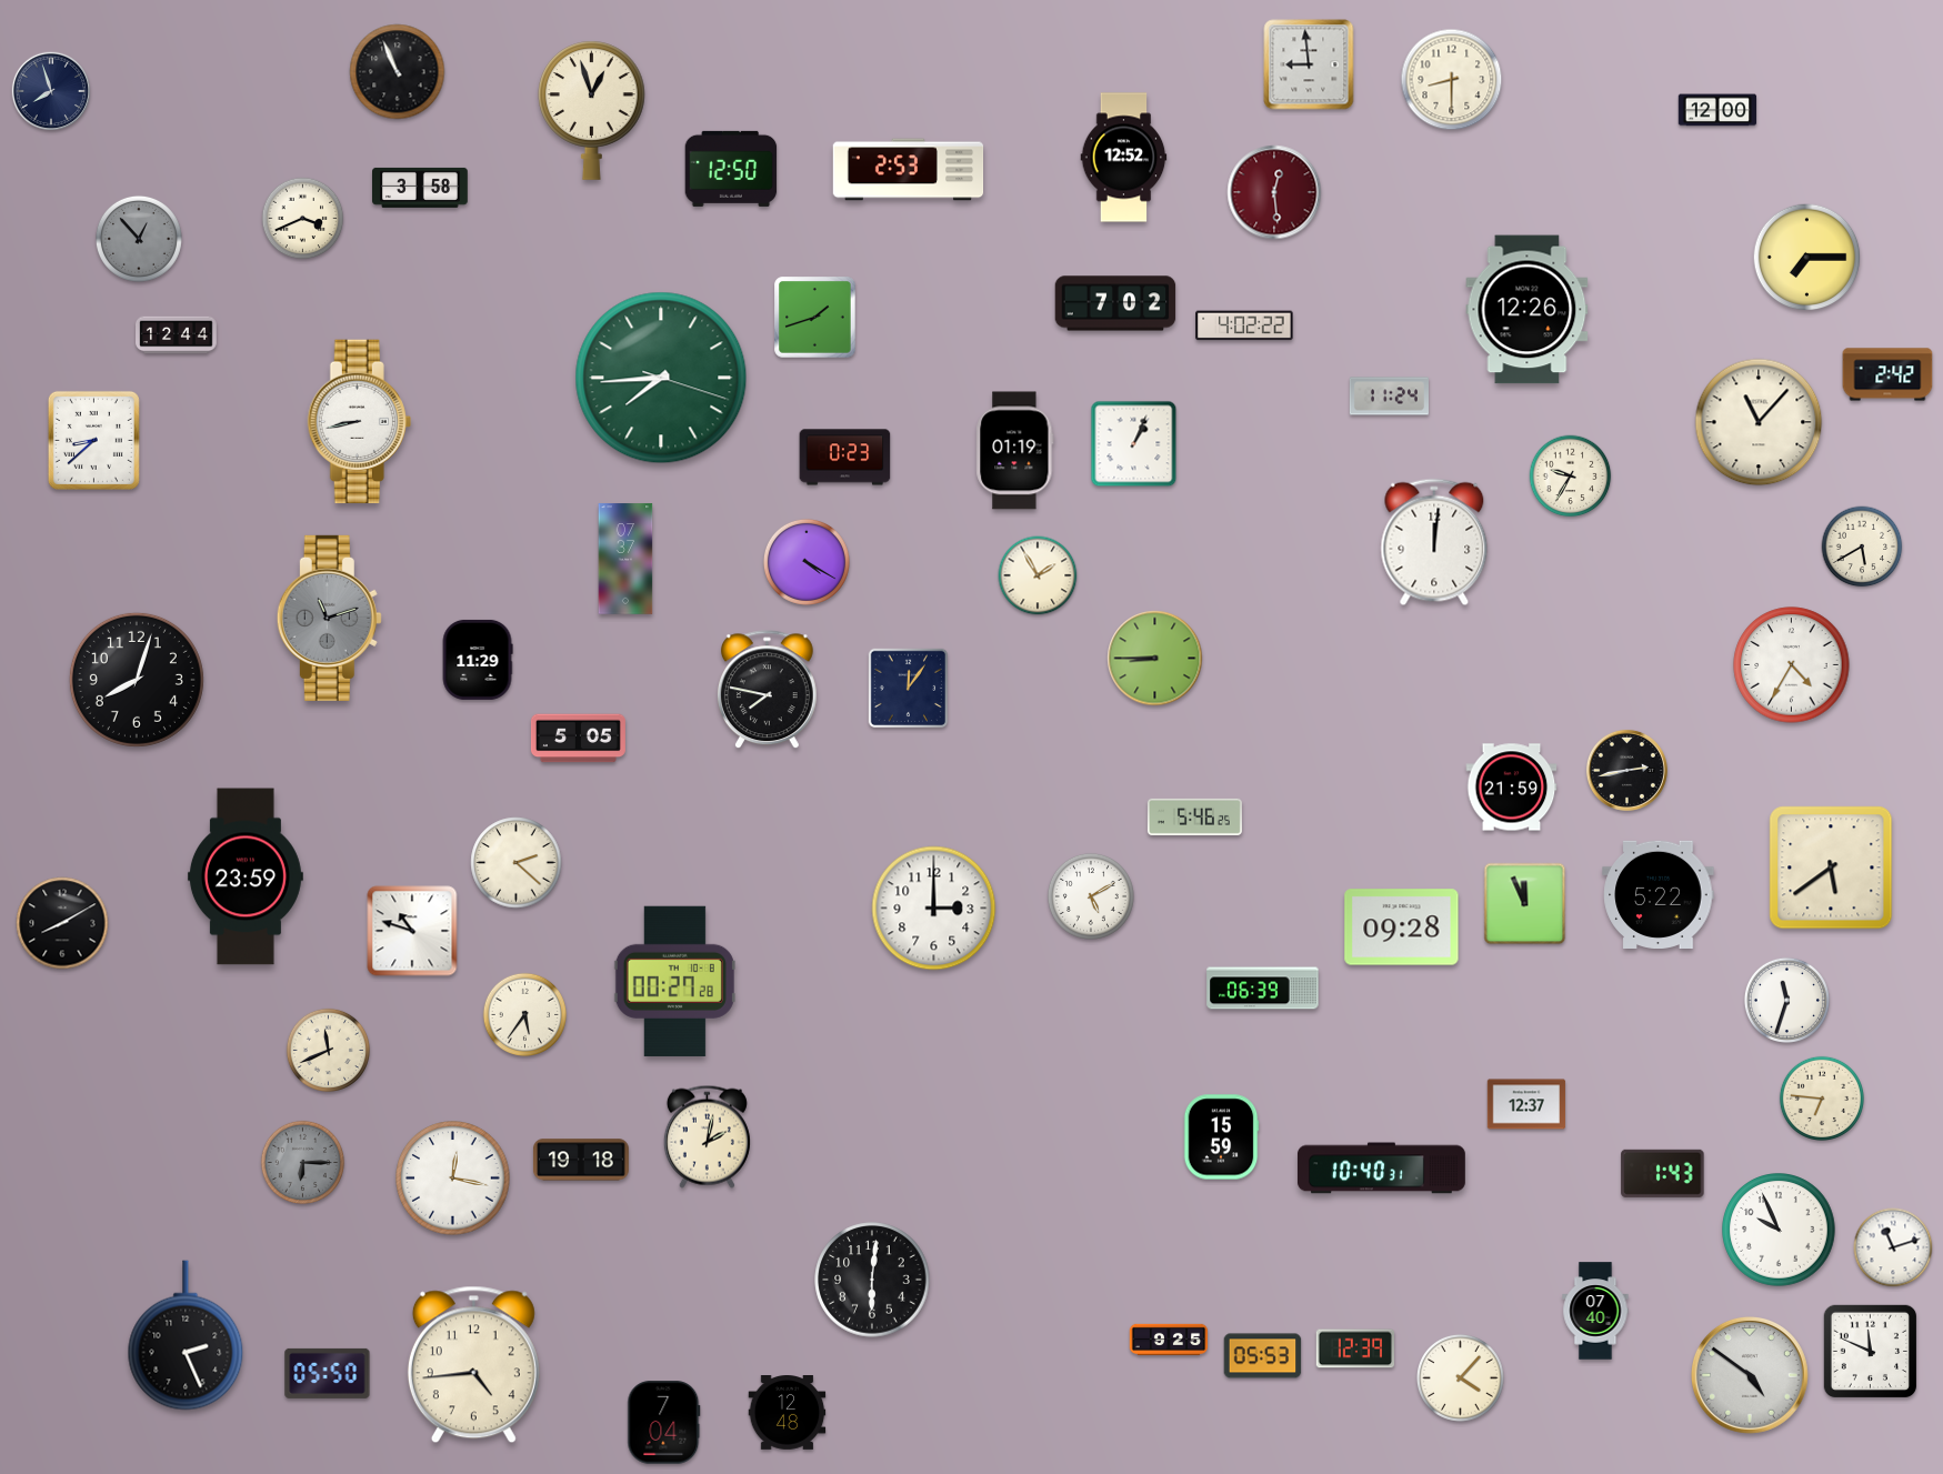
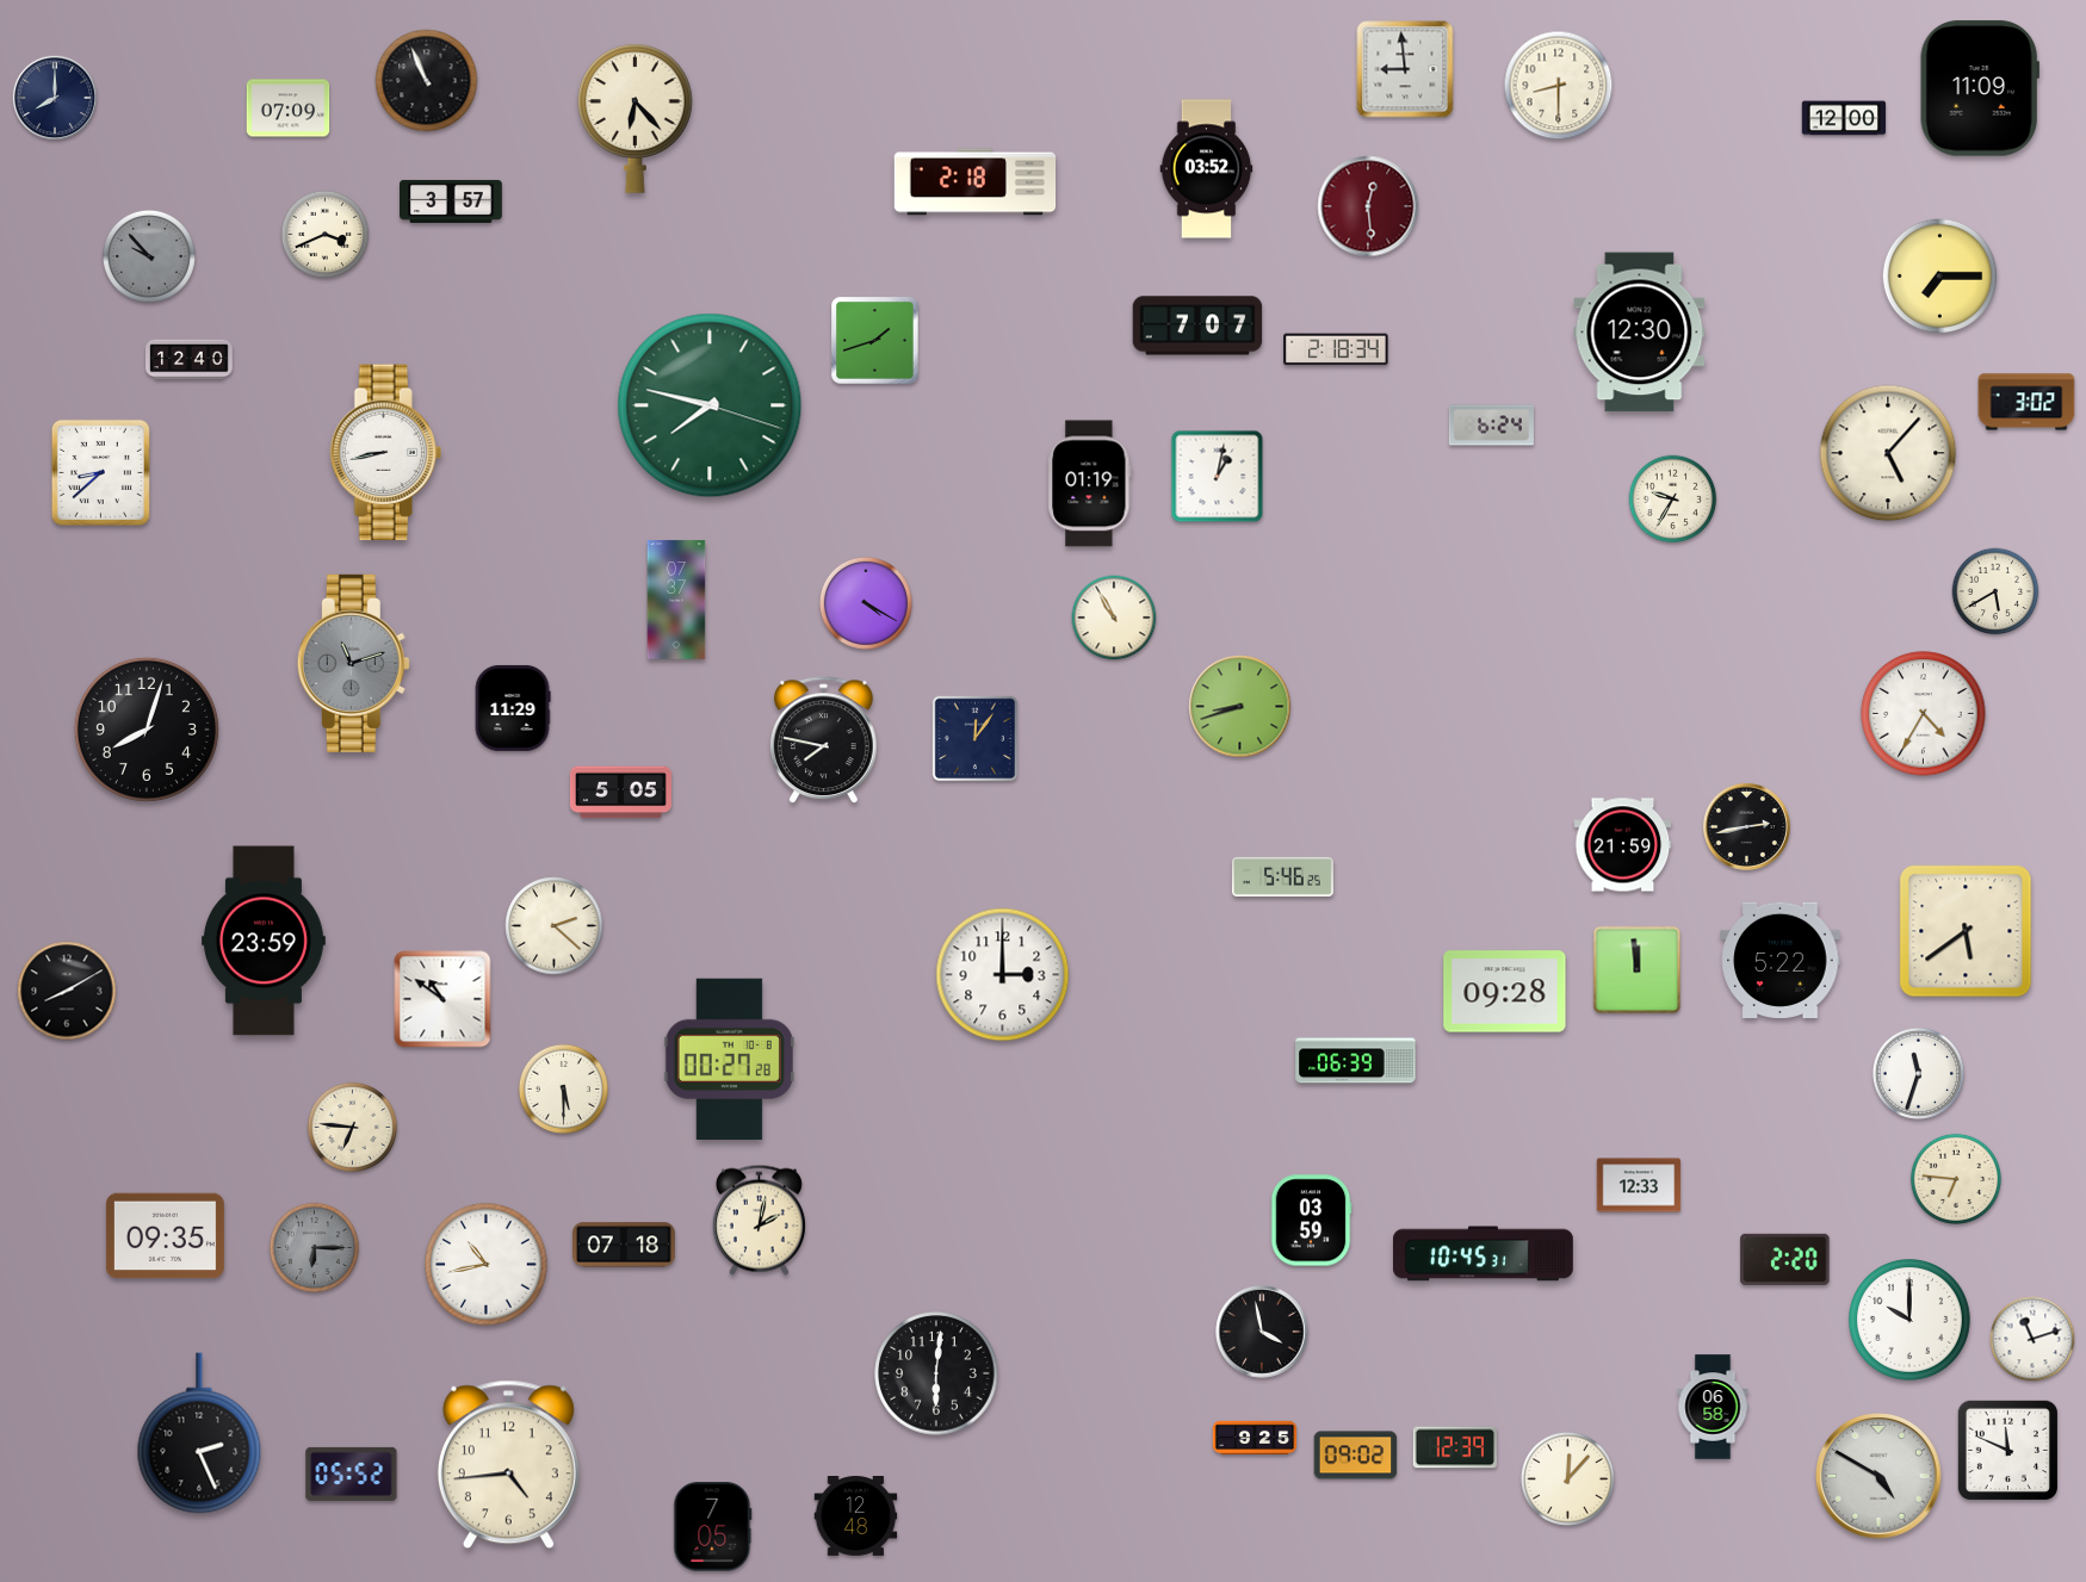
clock at (398, 72) position: (398, 72) -> (427, 81)
clock at (1980, 88): none -> 11:09
clock at (50, 90): 7:57 -> 8:00
clock at (289, 108): none -> 07:09
clock at (592, 110): 12:57 -> 6:23
clock at (1124, 158): 12:52 -> 03:52
clock at (731, 169): 12:50 -> none
clock at (909, 170): 2:53 -> 2:18
clock at (421, 188): 3:58 -> 3:57
clock at (139, 239): 12:53 -> 9:53
clock at (1115, 303): 7:02 -> 7:07
clock at (1528, 310): 12:26 -> 12:30
clock at (1244, 325): 4:02 -> 2:18
clock at (177, 335): 12:44 -> 12:40
clock at (1887, 374): 2:42 -> 3:02
clock at (661, 378): 7:44 -> 7:47
clock at (1389, 397): 11:24 -> 6:24
clock at (1759, 422): 11:07 -> 5:07
clock at (1134, 444): 1:04 -> 1:02
clock at (845, 458): 0:23 -> none
clock at (1571, 477) position: (1571, 477) -> (1673, 500)
clock at (1434, 542): 12:01 -> none
clock at (1862, 547) position: (1862, 547) -> (1995, 591)
clock at (625, 559) position: (625, 559) -> (676, 600)
clock at (1038, 575): 1:55 -> 10:55
clock at (1155, 659): 8:45 -> 8:42
clock at (1091, 896): 5:10 -> none
clock at (1525, 904): 11:56 -> 11:59
clock at (1402, 927) position: (1402, 927) -> (1505, 992)
clock at (412, 931): 10:48 -> 10:51
clock at (674, 981) position: (674, 981) -> (729, 1059)
clock at (525, 1015): 5:36 -> 5:30
clock at (329, 1051): 11:41 -> 6:46
clock at (1526, 1104): 12:37 -> 12:33
clock at (1221, 1137): 15:59 -> 03:59
clock at (165, 1236): none -> 09:35
clock at (581, 1160): 19:18 -> 07:18
clock at (303, 1163) position: (303, 1163) -> (315, 1248)
clock at (1381, 1169): 10:40 -> 10:45
clock at (1663, 1173): 1:43 -> 2:20
clock at (453, 1179): 12:17 -> 10:43
clock at (1779, 1230): 9:56 -> 10:00
clock at (1262, 1332): none -> 3:58
clock at (1595, 1311): 07:40 -> 06:58
clock at (1263, 1356): 05:53 -> 09:02
clock at (328, 1373): 05:50 -> 05:52
clock at (1751, 1376): 4:51 -> 4:50
clock at (1460, 1377): 4:07 -> 12:07
clock at (788, 1413) position: (788, 1413) -> (856, 1516)
clock at (664, 1423): 7:04 -> 7:05
